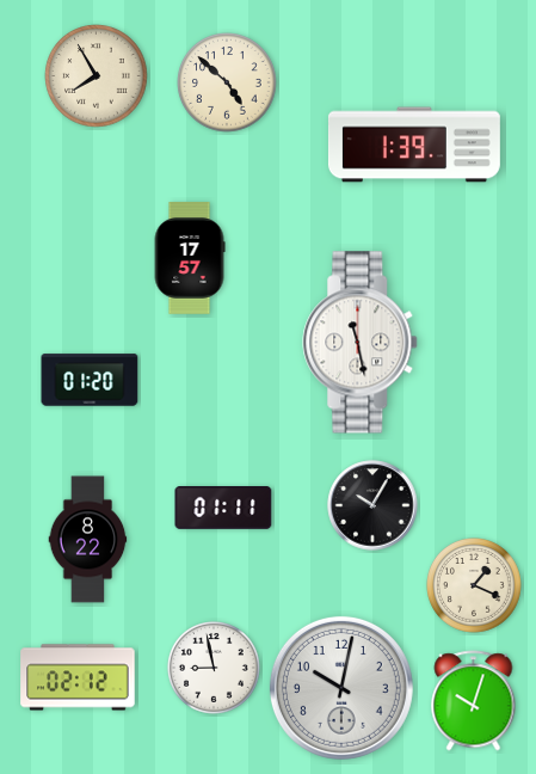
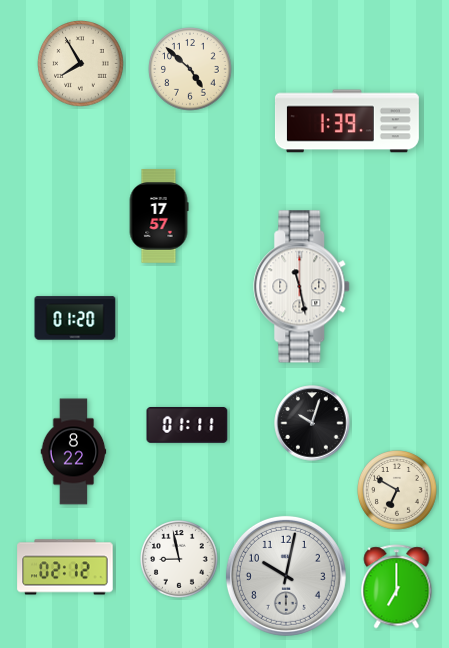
clock at (372, 505): 10:05 -> 10:03
clock at (475, 586): 1:19 -> 6:50
clock at (474, 701): 10:03 -> 7:00
